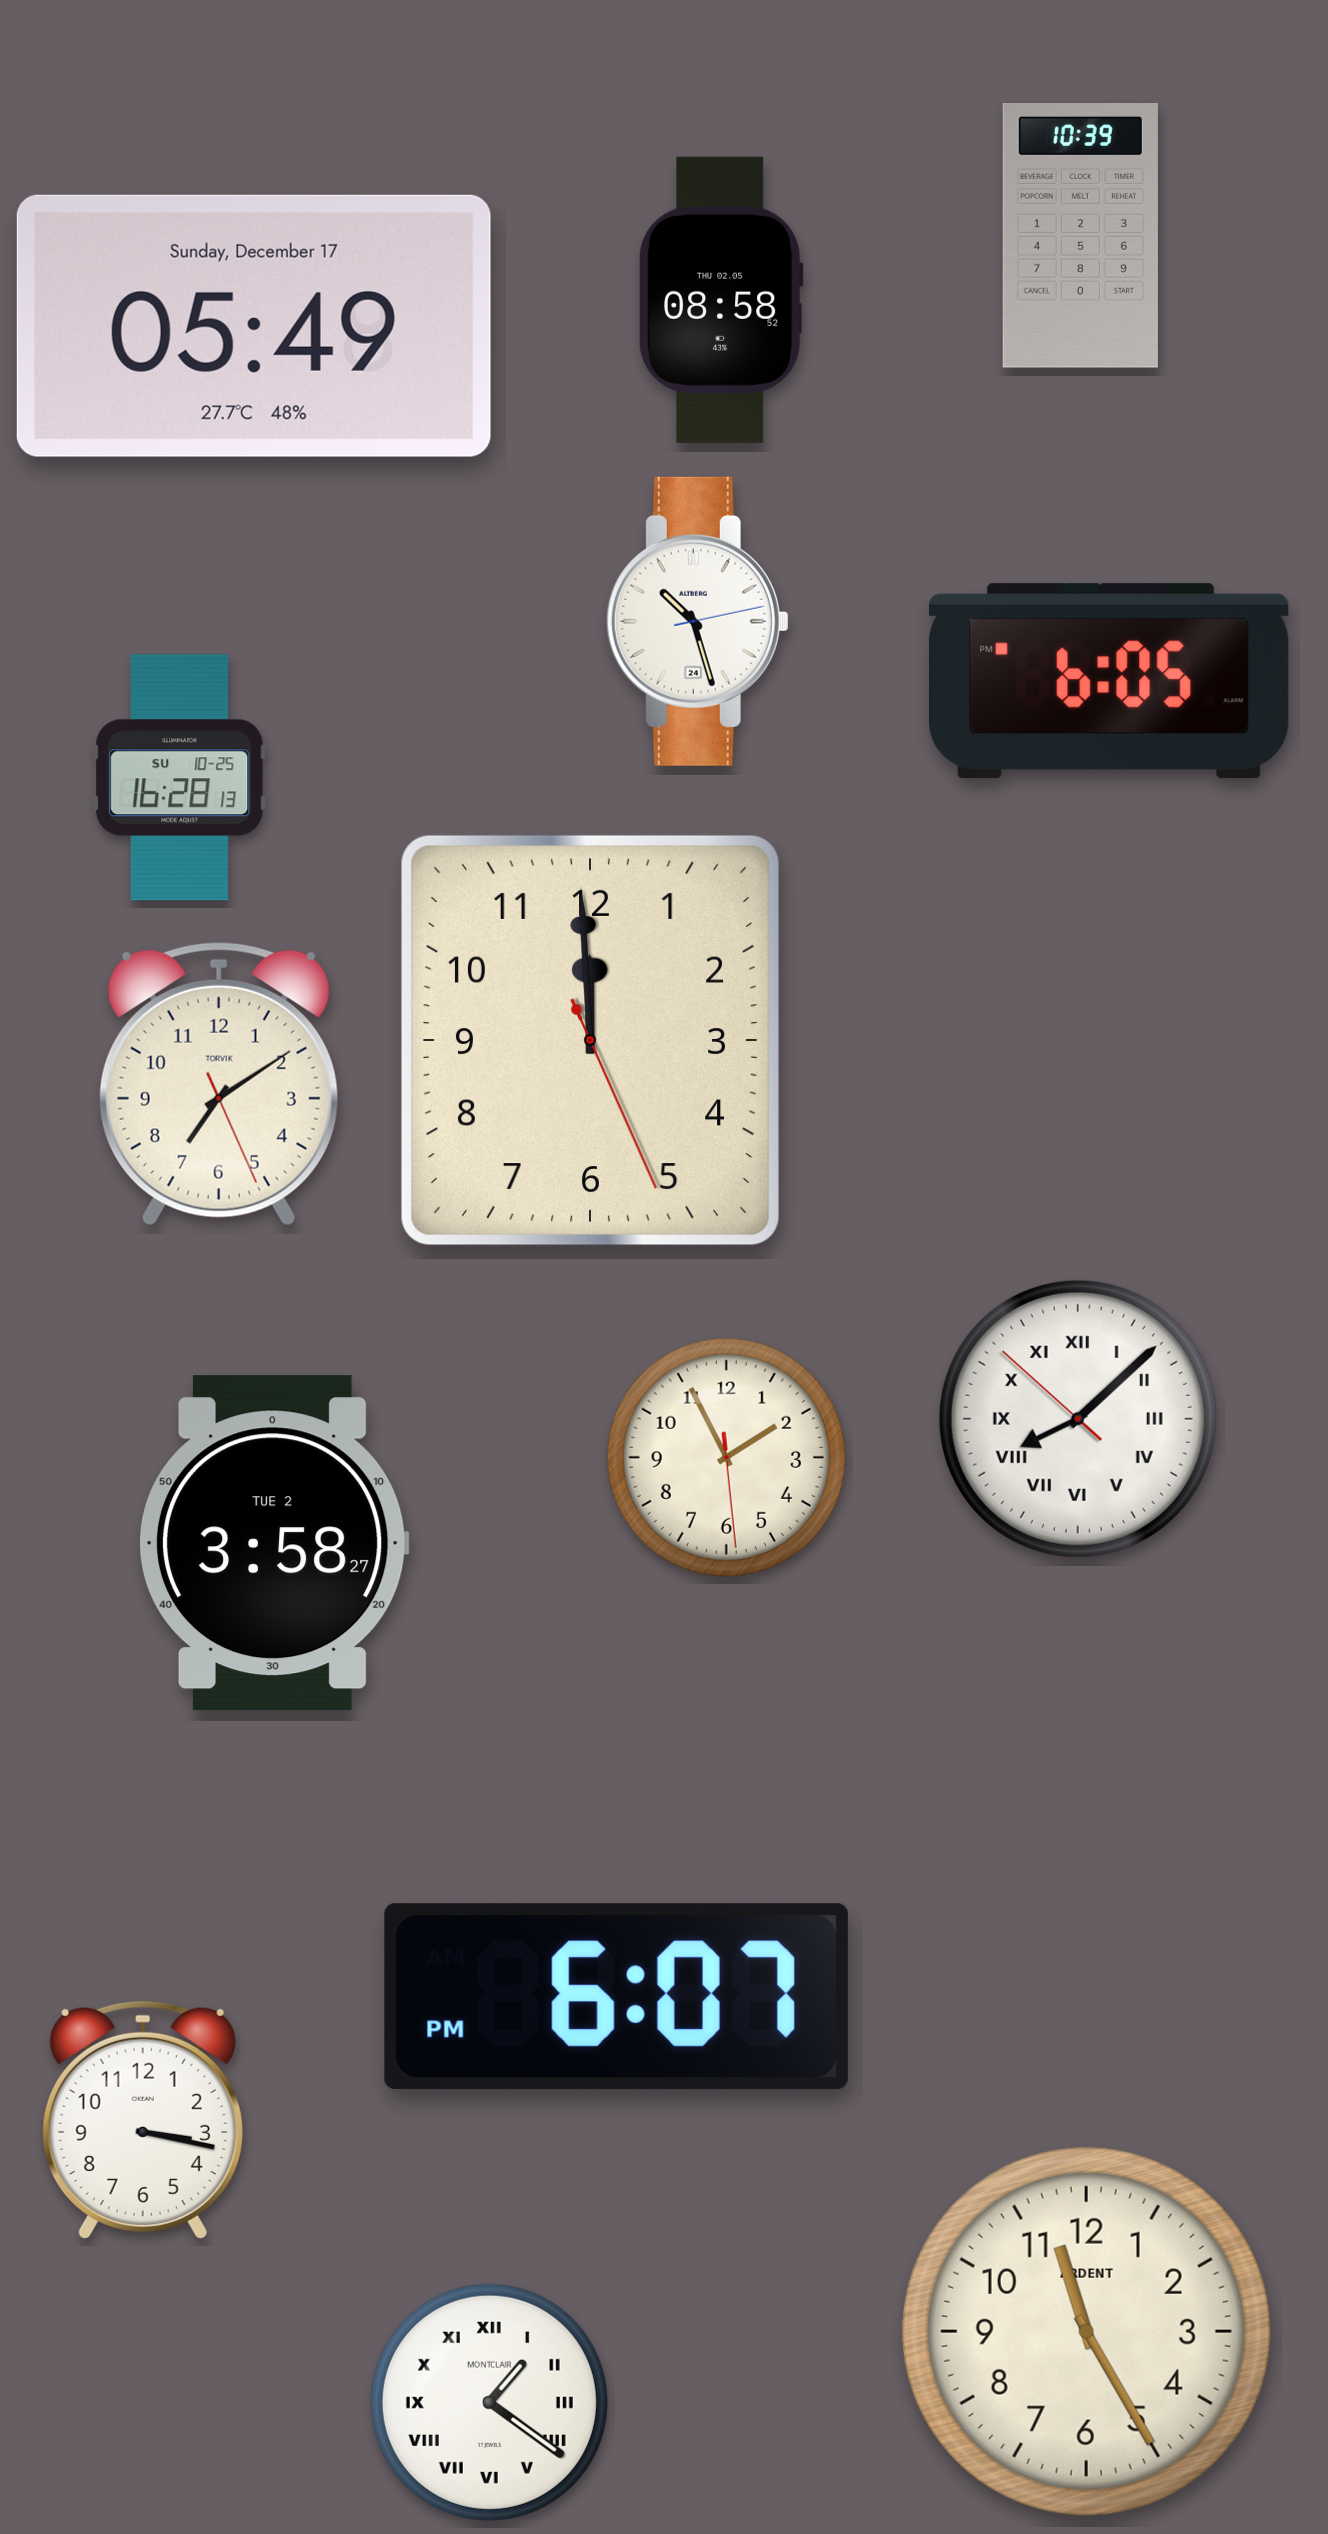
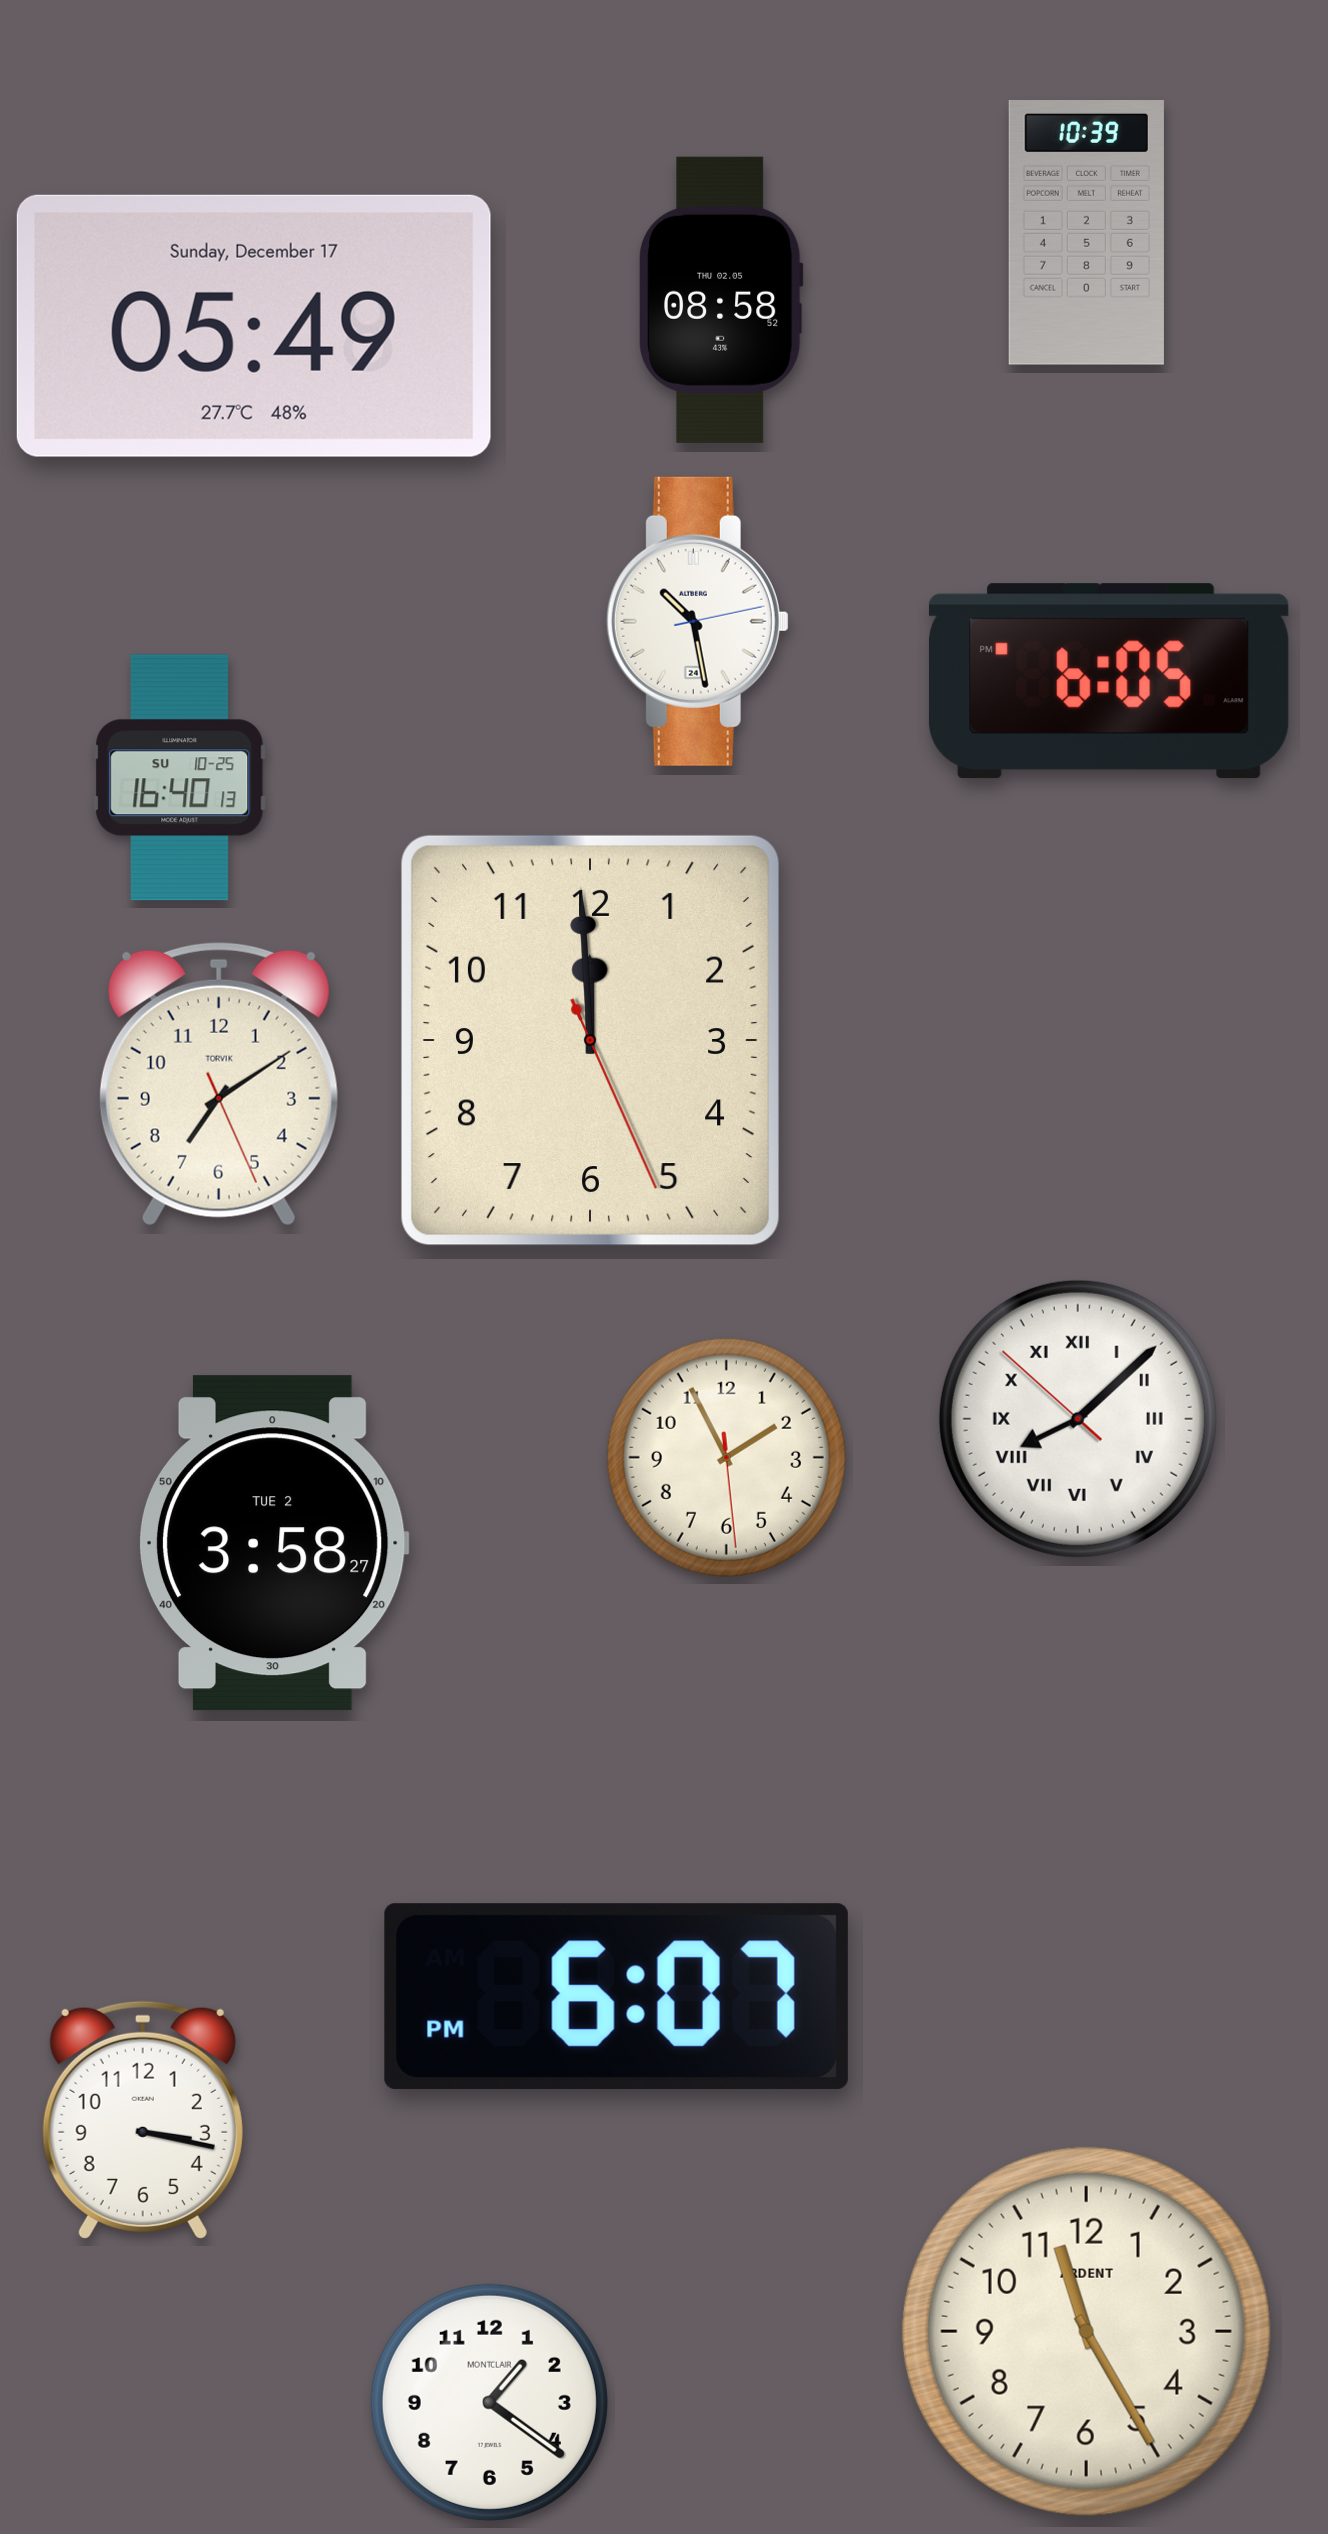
clock at (1080, 236) position: (1080, 236) -> (1086, 233)
clock at (697, 621): 10:27 -> 10:28
clock at (180, 778): 16:28 -> 16:40
clock at (489, 2402) numerals: Roman -> Arabic
